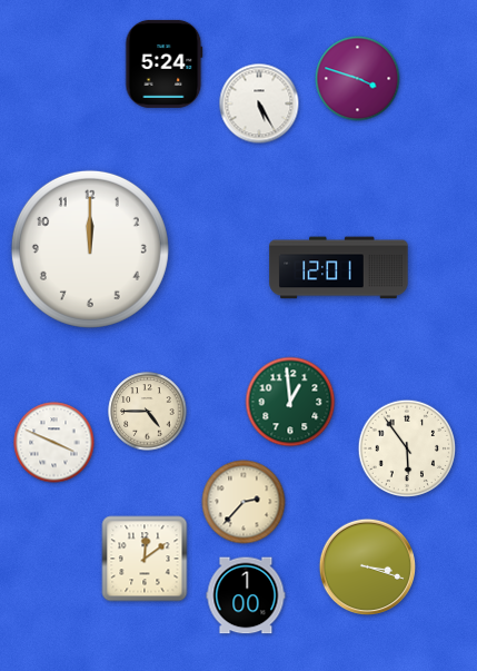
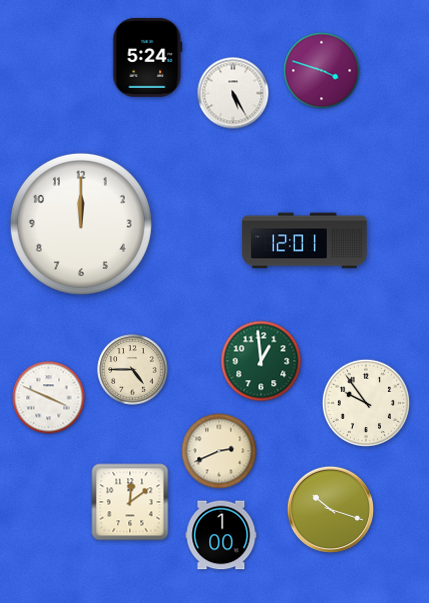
clock at (406, 447): 5:54 -> 9:54
clock at (244, 502): 2:37 -> 2:41
clock at (367, 566): 3:18 -> 10:18
